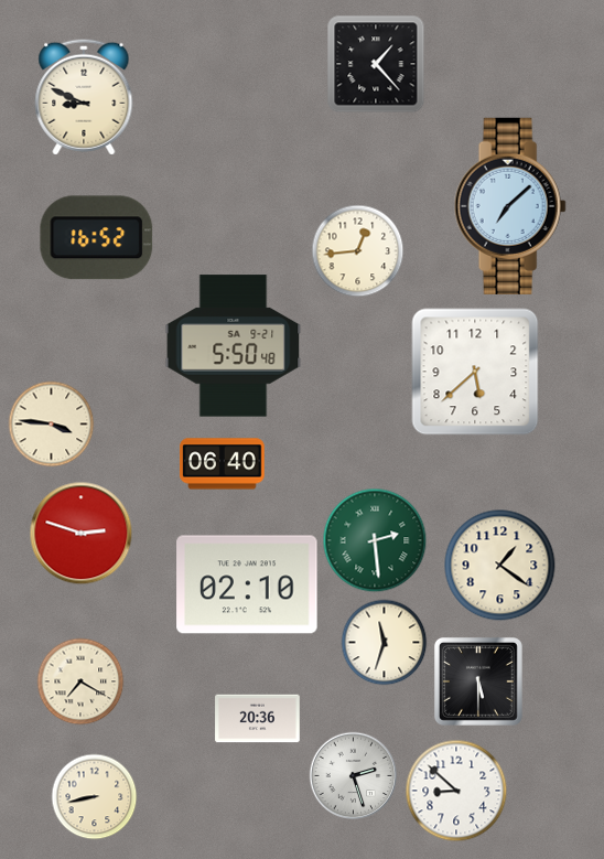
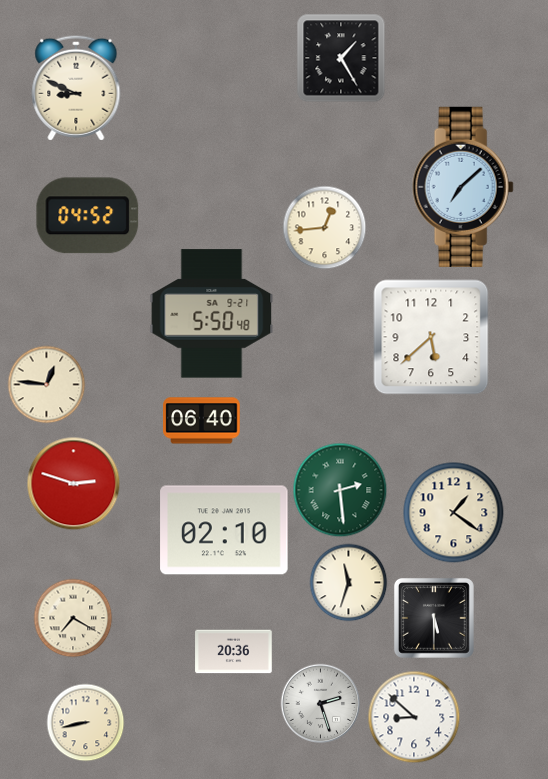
clock at (376, 64): 1:23 -> 1:25
clock at (97, 238): 16:52 -> 04:52
clock at (51, 423): 3:46 -> 12:46
